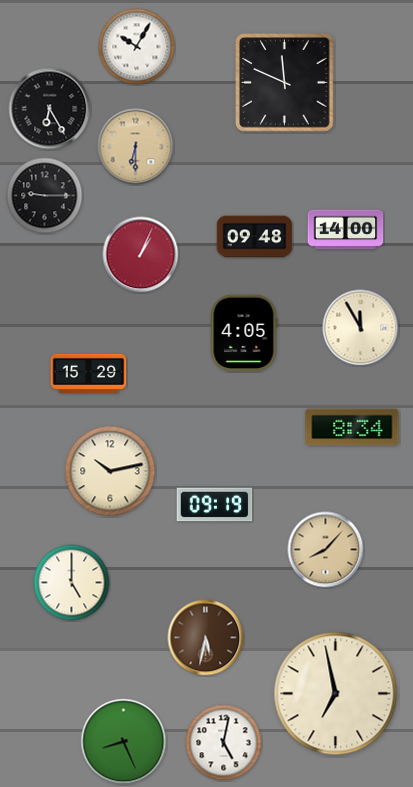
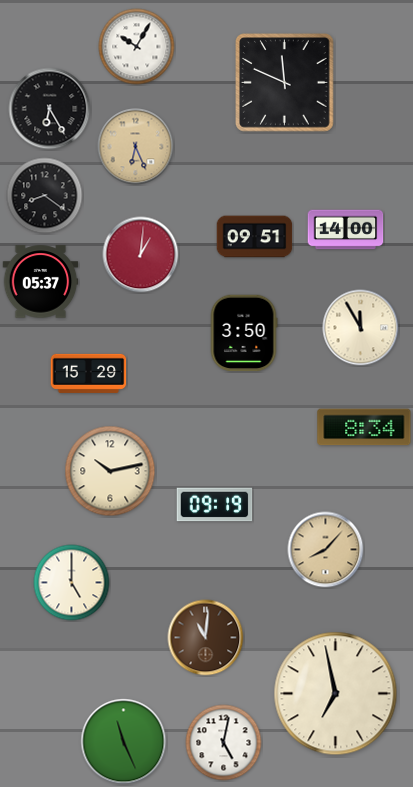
clock at (136, 147): 6:30 -> 6:26
clock at (45, 196): 9:15 -> 8:21
clock at (255, 237): 09:48 -> 09:51
clock at (141, 255): 1:04 -> 1:01
clock at (41, 282): none -> 05:37
clock at (244, 333): 4:05 -> 3:50
clock at (352, 427) position: (352, 427) -> (364, 427)
clock at (206, 638): 5:32 -> 11:01
clock at (124, 742): 8:26 -> 11:26
